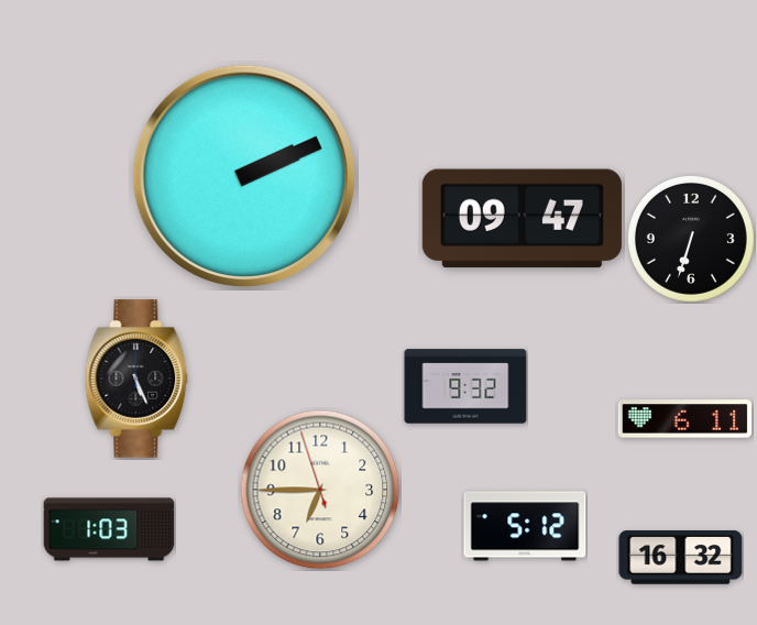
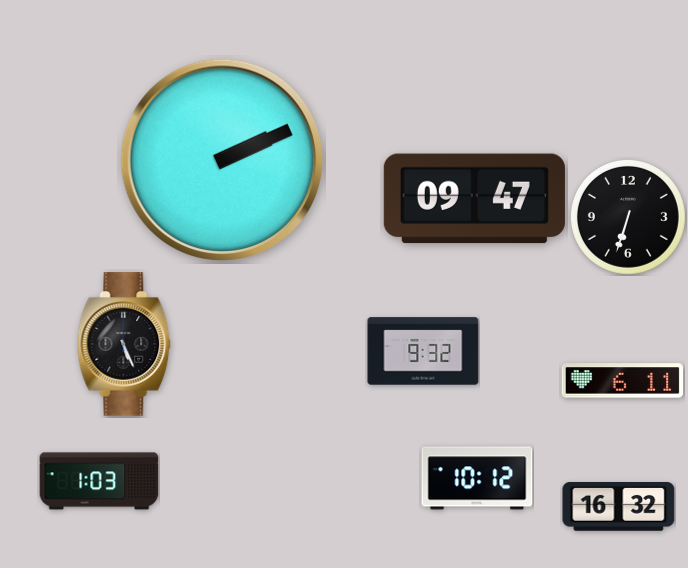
clock at (320, 490): 6:44 -> none
clock at (525, 526): 5:12 -> 10:12
